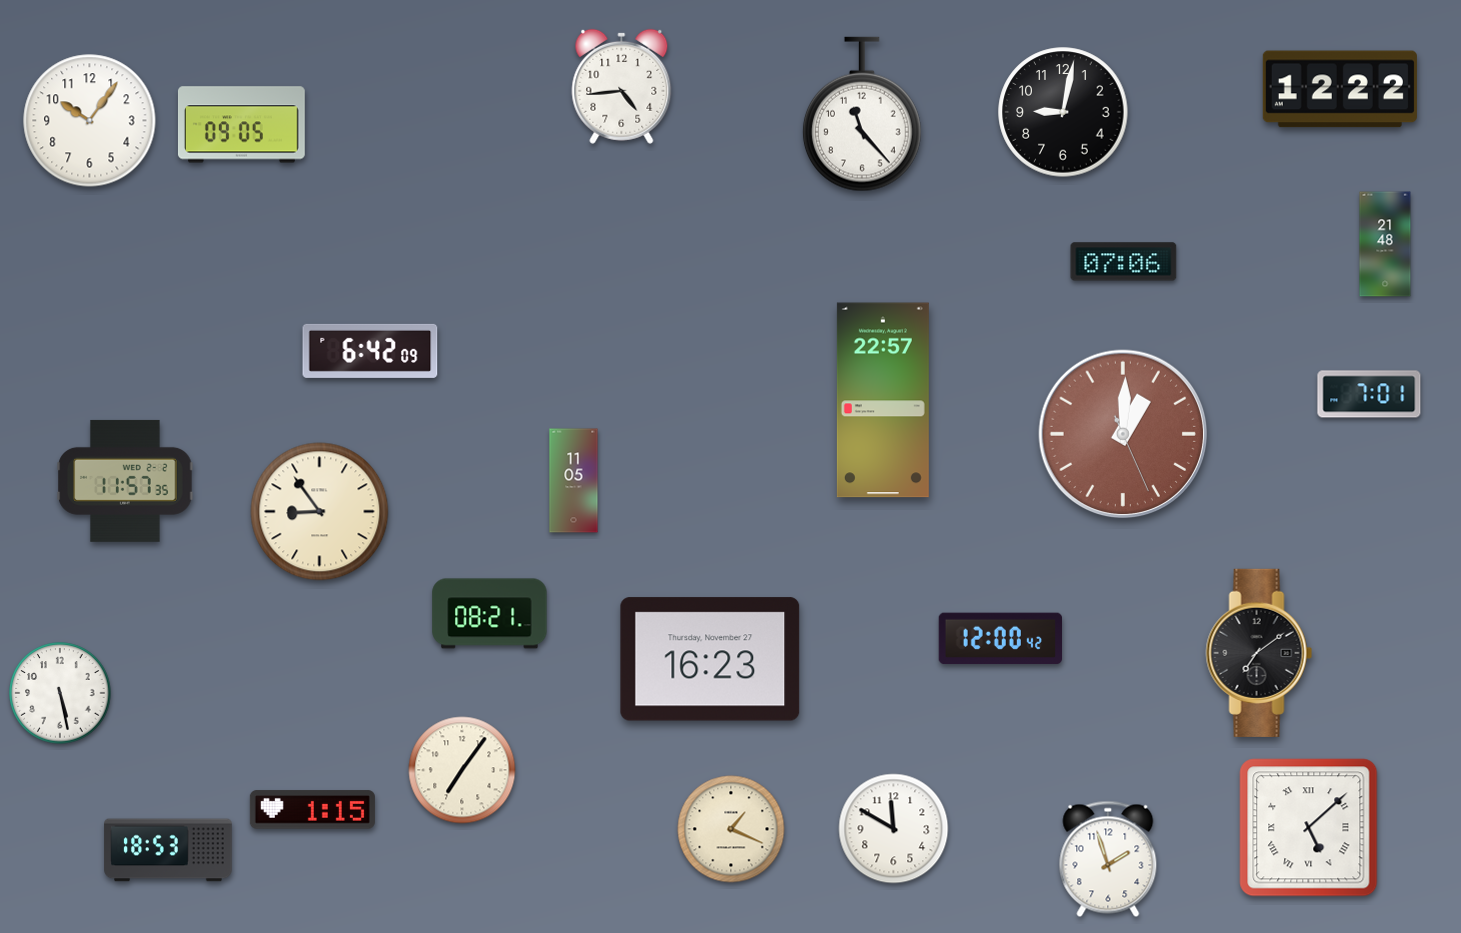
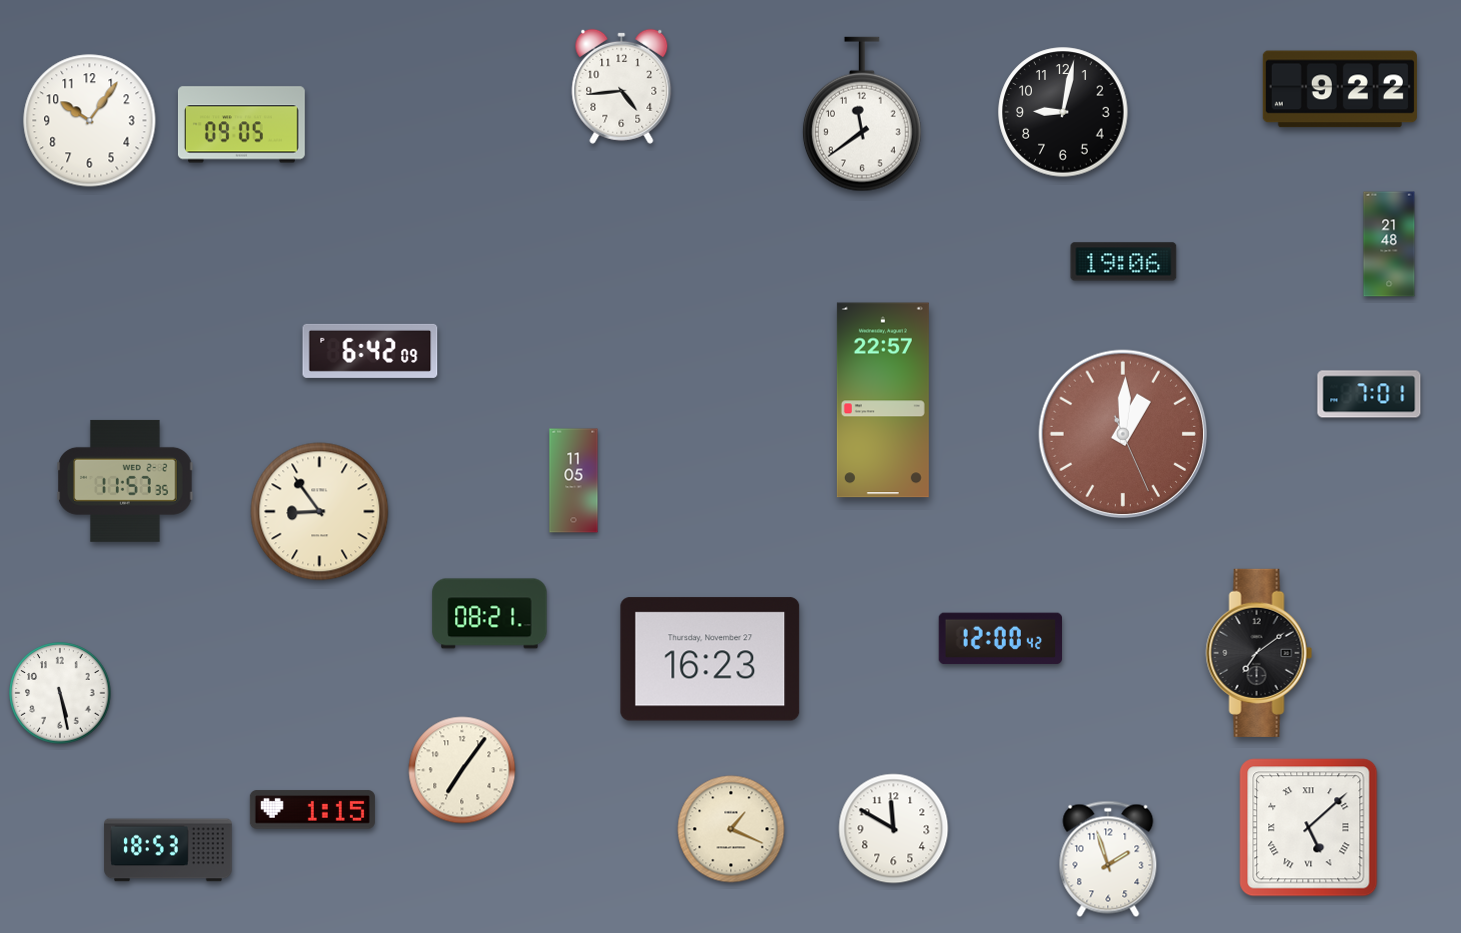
clock at (1340, 89): 12:22 -> 9:22
clock at (862, 114): 11:23 -> 11:39
clock at (1385, 244) position: (1385, 244) -> (1389, 244)
clock at (1124, 262): 07:06 -> 19:06
